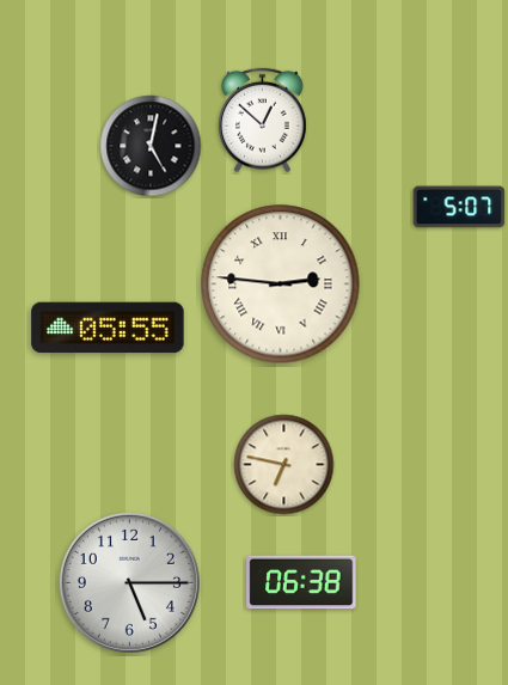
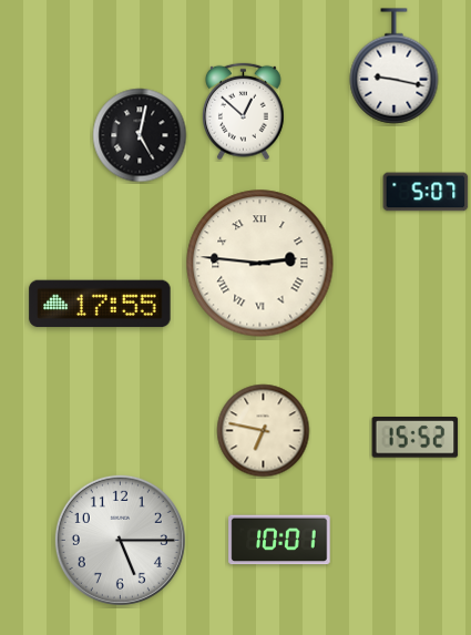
clock at (395, 66): none -> 9:17
clock at (108, 328): 05:55 -> 17:55
clock at (416, 438): none -> 15:52
clock at (301, 582): 06:38 -> 10:01
